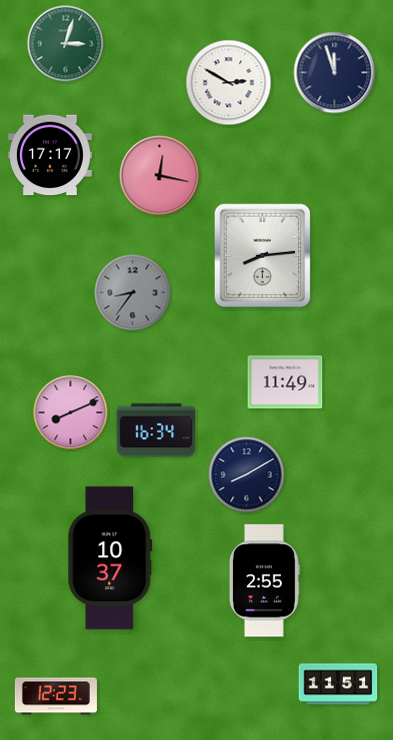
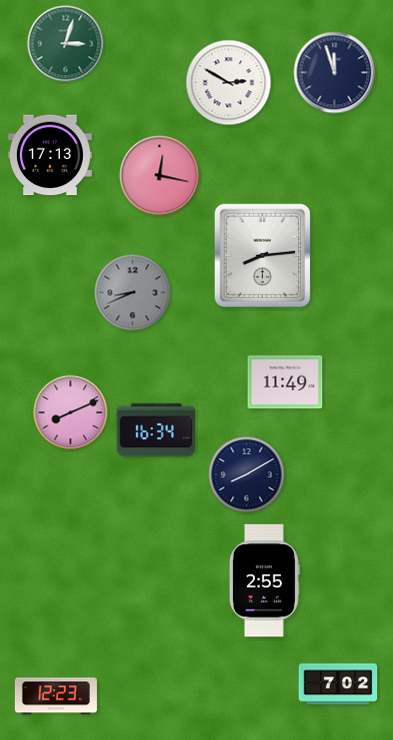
clock at (50, 155): 17:17 -> 17:13
clock at (133, 293): 8:36 -> 8:41
clock at (110, 558): 10:37 -> none
clock at (338, 684): 11:51 -> 7:02
